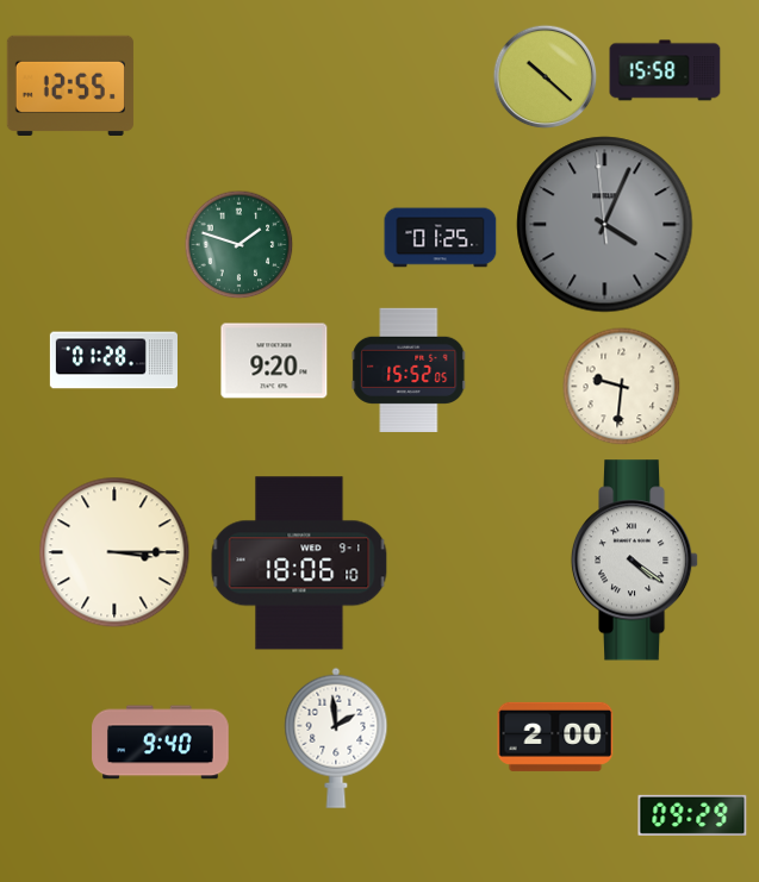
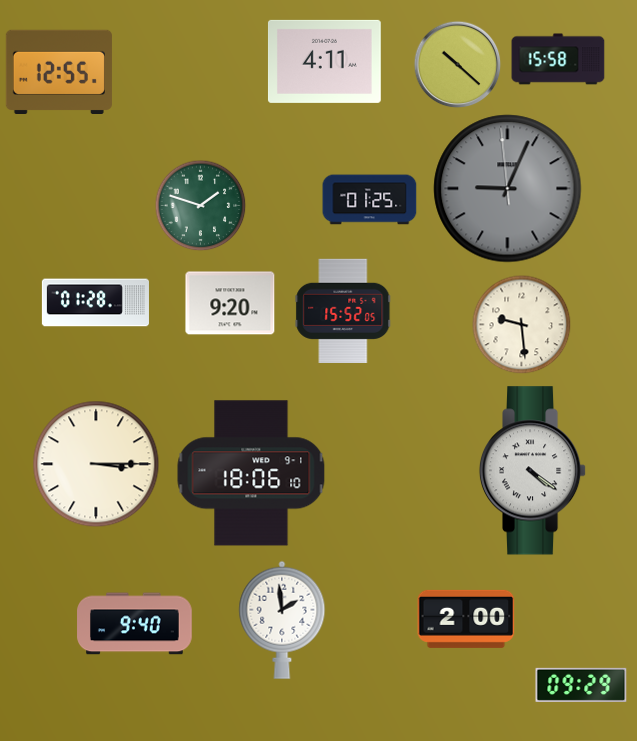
clock at (324, 61): none -> 4:11
clock at (605, 225): 4:03 -> 9:03
clock at (622, 387): 9:31 -> 9:29
